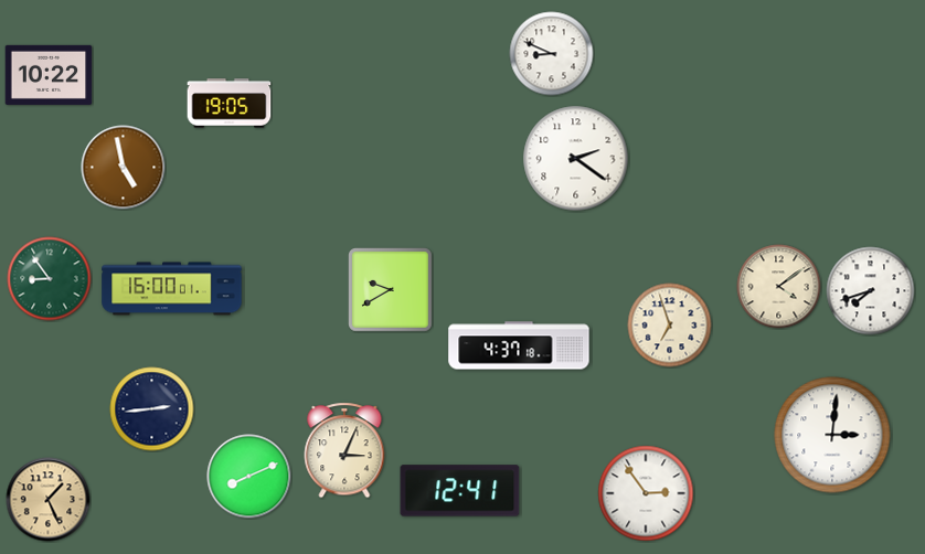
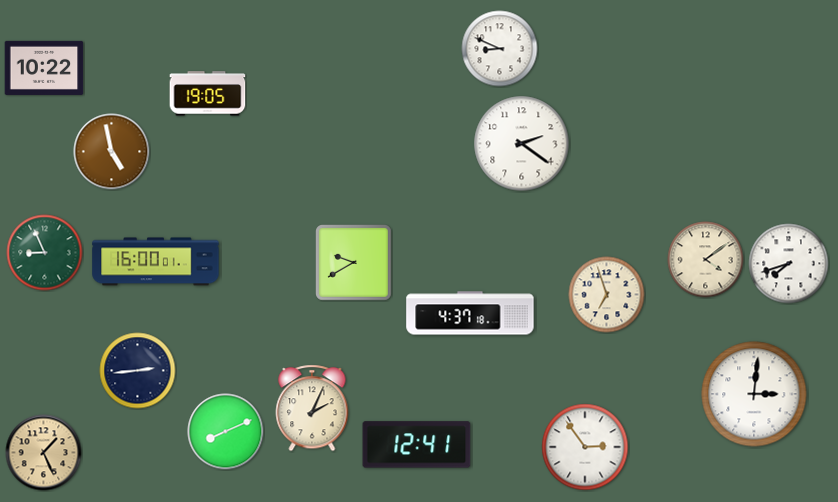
clock at (50, 279): 8:54 -> 8:56
clock at (344, 450): 3:04 -> 2:04
